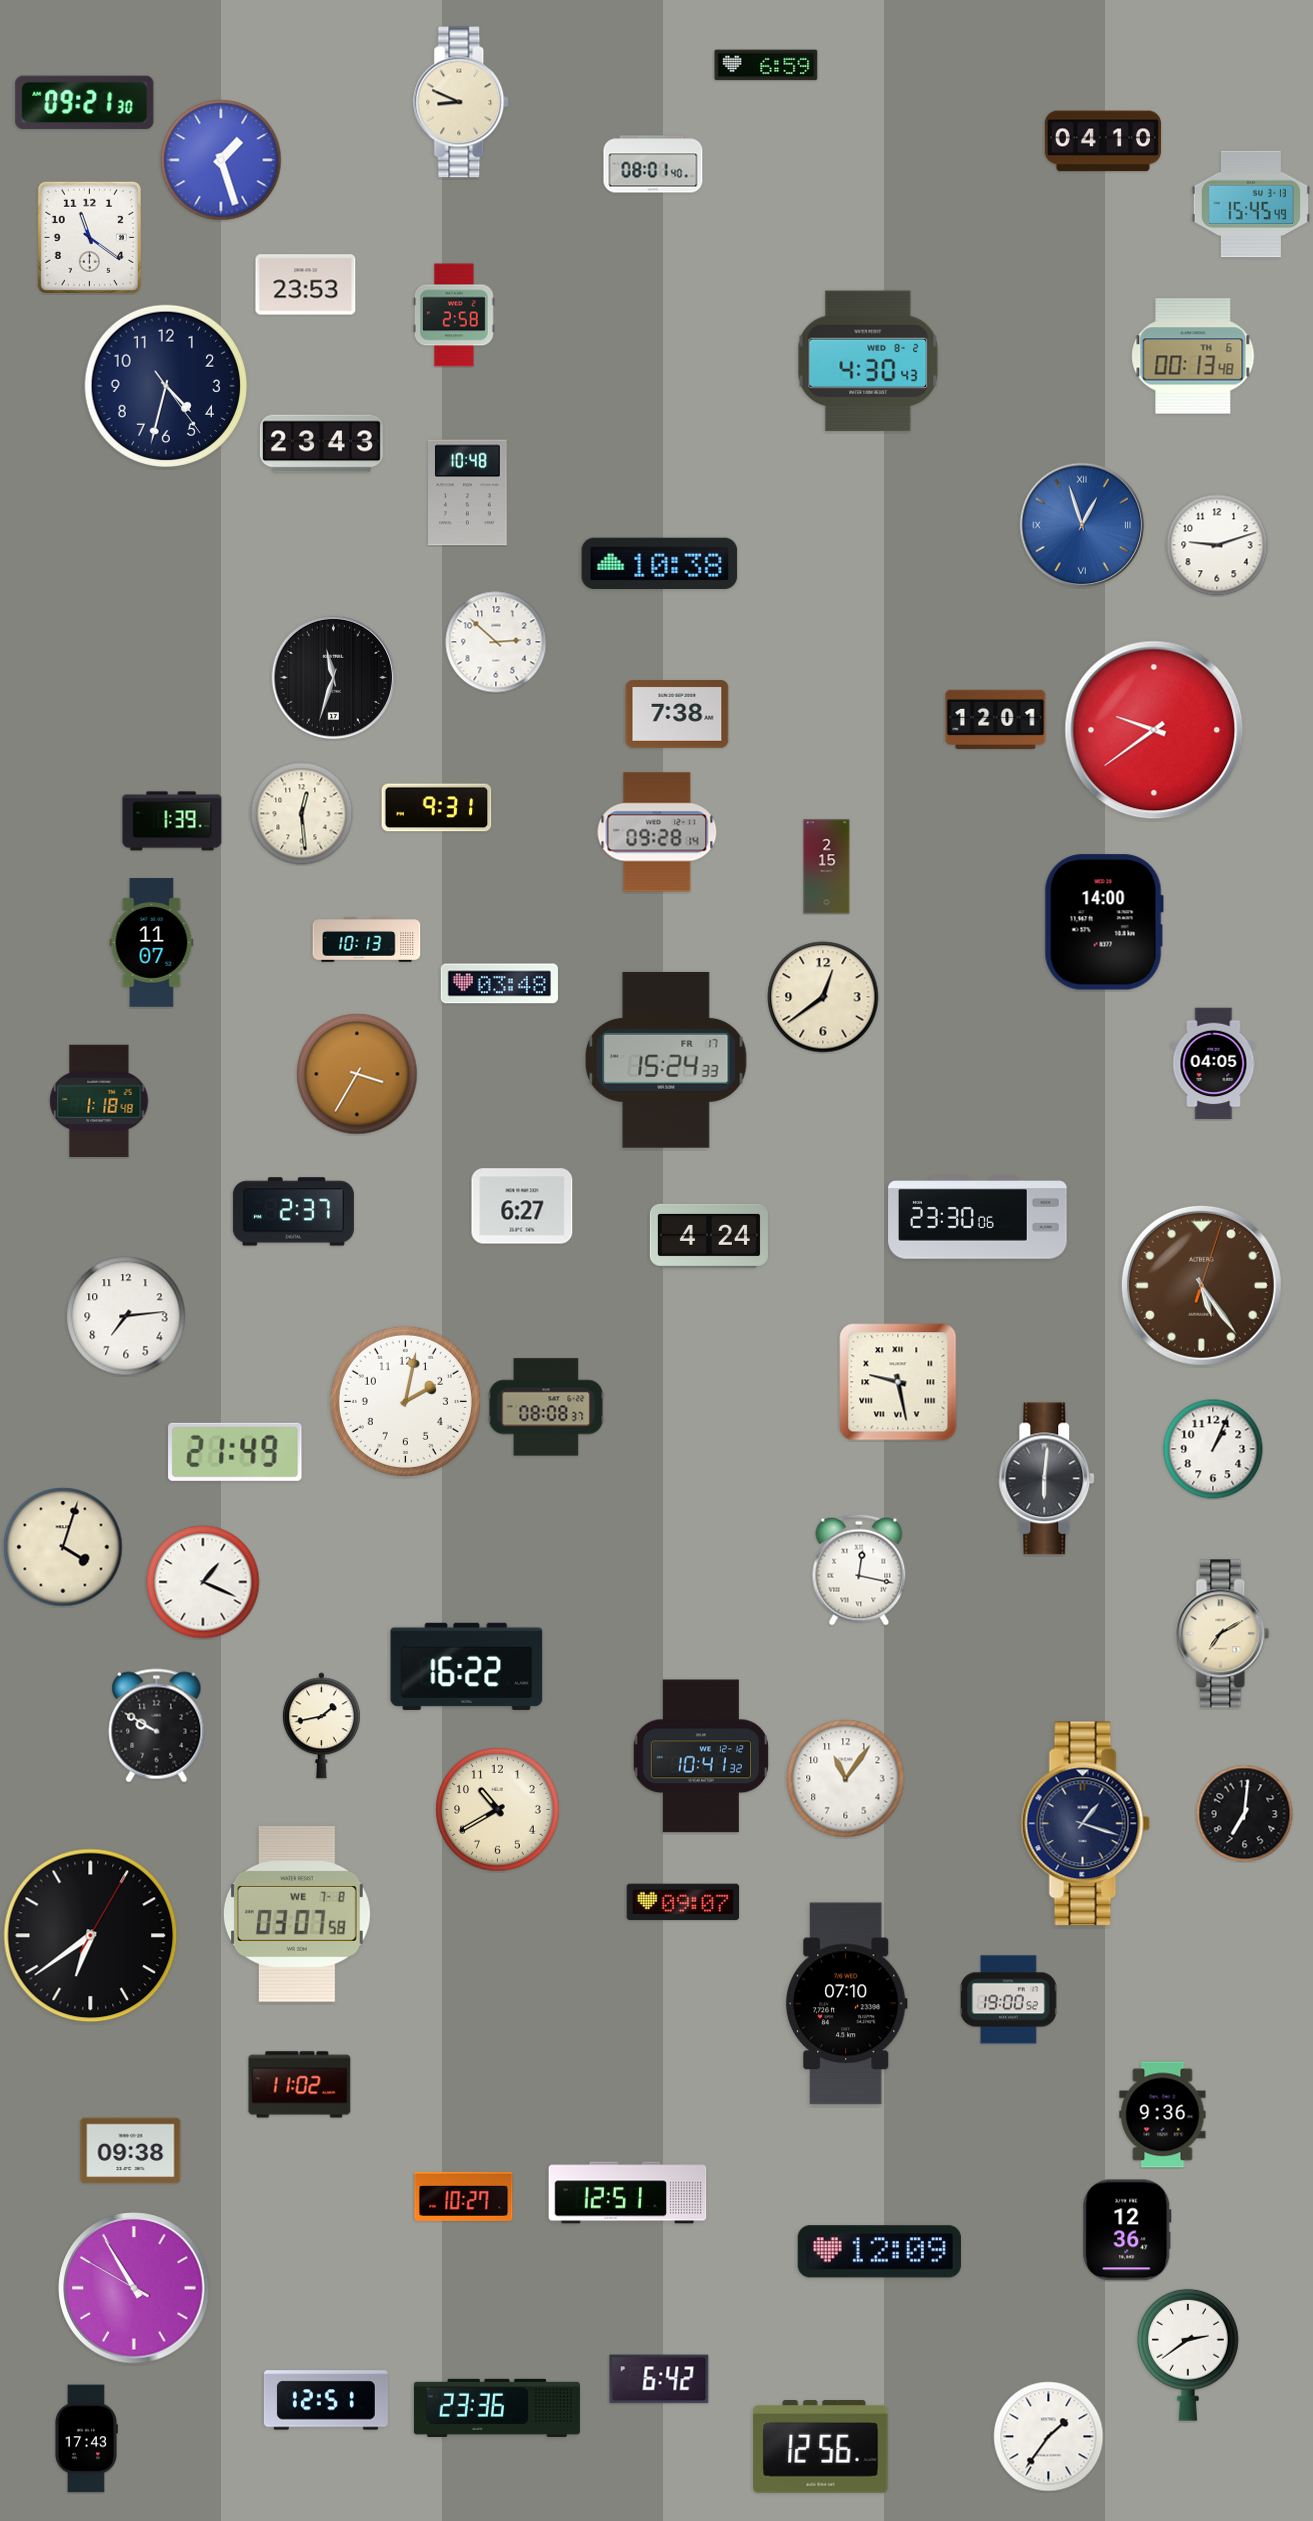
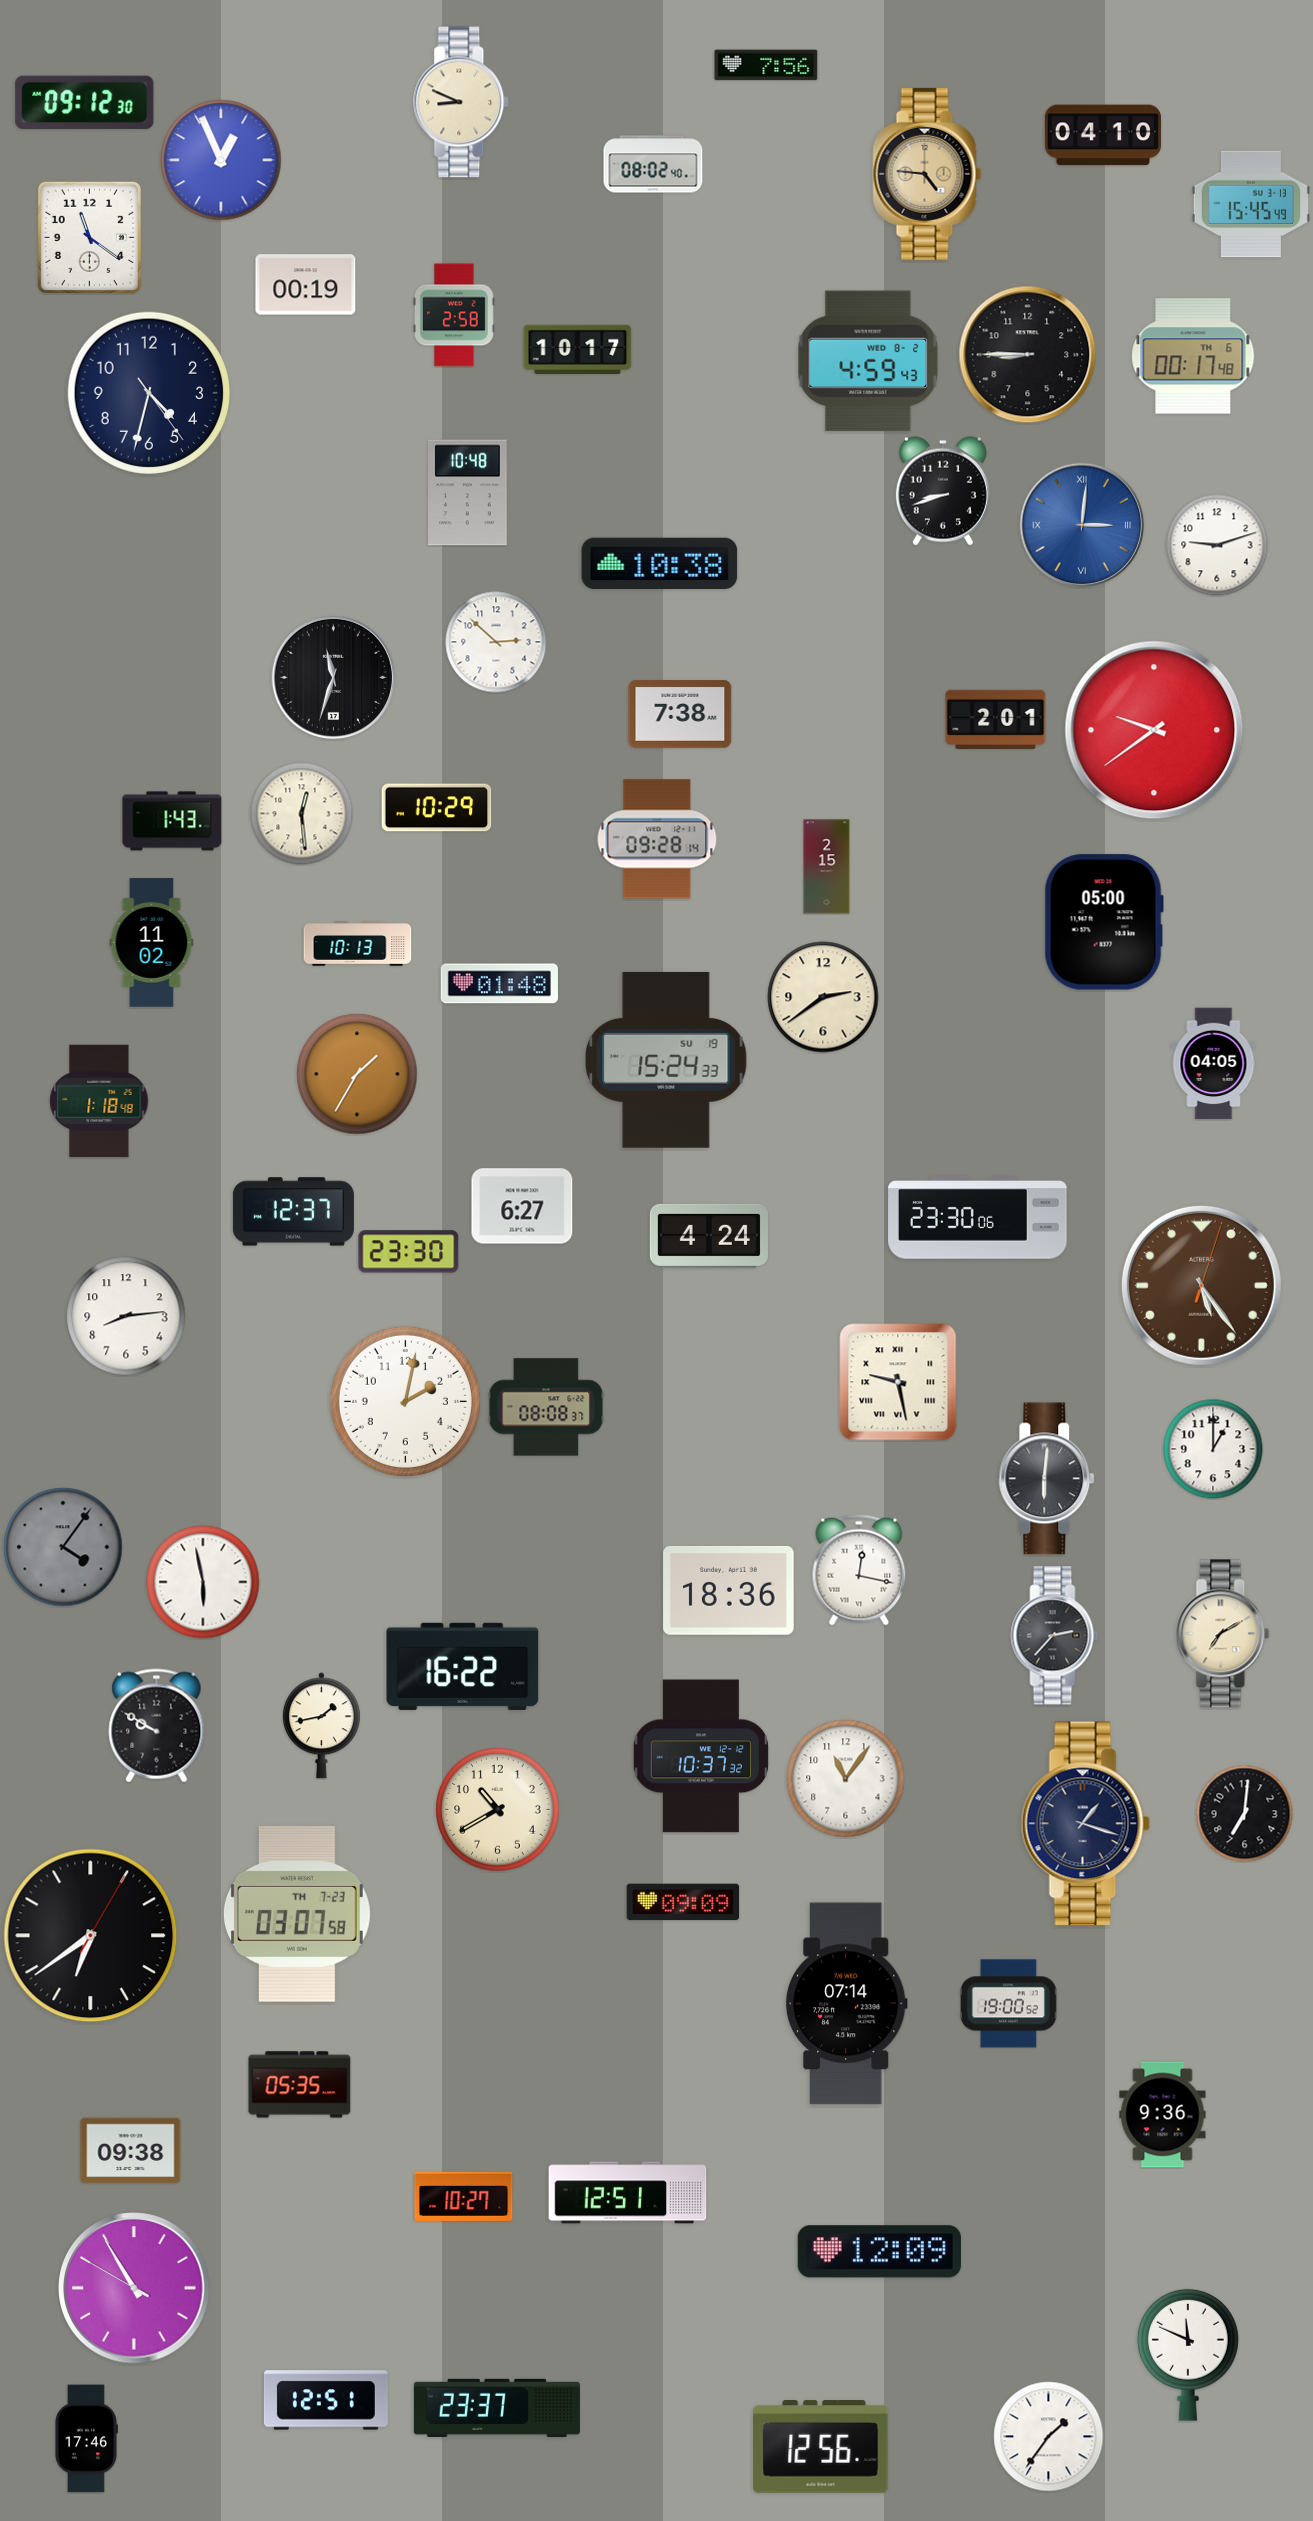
clock at (766, 65): 6:59 -> 7:56
clock at (85, 102): 09:21 -> 09:12
clock at (1102, 141) position: (1102, 141) -> (1102, 135)
clock at (221, 160): 1:27 -> 12:56
clock at (653, 164): 08:01 -> 08:02
clock at (927, 174): none -> 4:46
clock at (306, 285): 23:53 -> 00:19
clock at (578, 349): none -> 10:17
clock at (1028, 355): none -> 8:45
clock at (1193, 356): 00:13 -> 00:17
clock at (868, 361): 4:30 -> 4:59
clock at (165, 385) position: (165, 385) -> (148, 392)
clock at (321, 444): 23:43 -> none
clock at (943, 491): none -> 8:42
clock at (1082, 525): 12:57 -> 3:01
clock at (677, 714) position: (677, 714) -> (680, 714)
clock at (996, 719): 12:01 -> 2:01
clock at (437, 808): 9:31 -> 10:29
clock at (172, 821): 1:39 -> 1:43
clock at (657, 832) position: (657, 832) -> (657, 839)
clock at (1104, 922): 14:00 -> 05:00
clock at (367, 940) position: (367, 940) -> (358, 944)
clock at (152, 943): 11:07 -> 11:02
clock at (499, 984): 03:48 -> 01:48
clock at (823, 997): 12:39 -> 2:39
clock at (666, 1060) date: FR 17 -> SU 19
clock at (357, 1074): 3:35 -> 1:35
clock at (293, 1212): 2:37 -> 12:37
clock at (409, 1252): none -> 23:30
clock at (126, 1316): 7:14 -> 8:14
clock at (1213, 1449): 1:04 -> 1:00
clock at (235, 1452): 21:49 -> none
clock at (63, 1547): 4:03 -> 4:06
clock at (63, 1547) dial: cream -> grey
clock at (203, 1582): 1:19 -> 5:58
clock at (729, 1590): none -> 18:36
clock at (1055, 1636): none -> 2:37
clock at (467, 1666) position: (467, 1666) -> (463, 1666)
clock at (701, 1756): 10:41 -> 10:37
clock at (683, 1902): 09:07 -> 09:09
clock at (297, 1914) date: WE 7-8 -> TH 7-23
clock at (1009, 2000) position: (1009, 2000) -> (1009, 2004)
clock at (846, 2004): 07:10 -> 07:14
clock at (300, 2085): 11:02 -> 05:35
clock at (1127, 2230): 12:36 -> none
clock at (1188, 2355): 2:39 -> 11:49
clock at (659, 2379): 6:42 -> none
clock at (497, 2408): 23:36 -> 23:37
clock at (86, 2439): 17:43 -> 17:46
